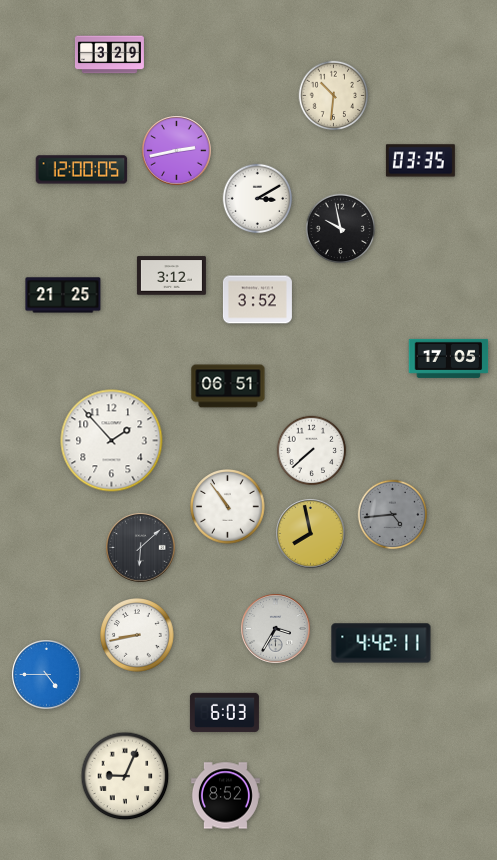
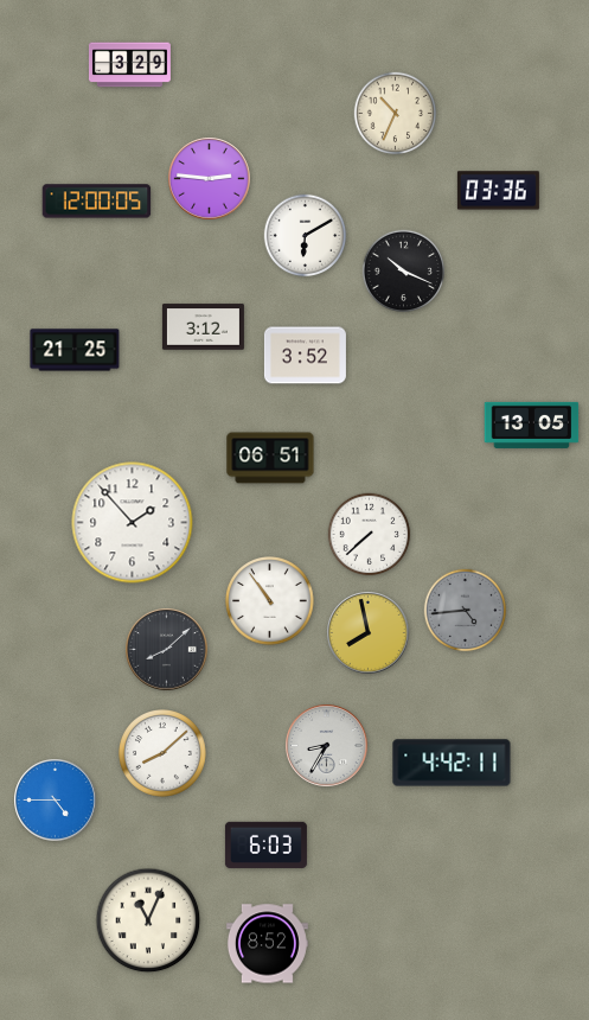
clock at (334, 96): 10:31 -> 10:34
clock at (177, 151): 2:43 -> 2:46
clock at (420, 161): 03:35 -> 03:36
clock at (258, 199): 3:10 -> 6:10
clock at (341, 229): 9:58 -> 10:19
clock at (449, 358): 17:05 -> 13:05
clock at (141, 548): 6:08 -> 8:08
clock at (276, 629): 3:35 -> 8:35
clock at (138, 636): 8:43 -> 8:08
clock at (125, 776): 9:04 -> 11:04
